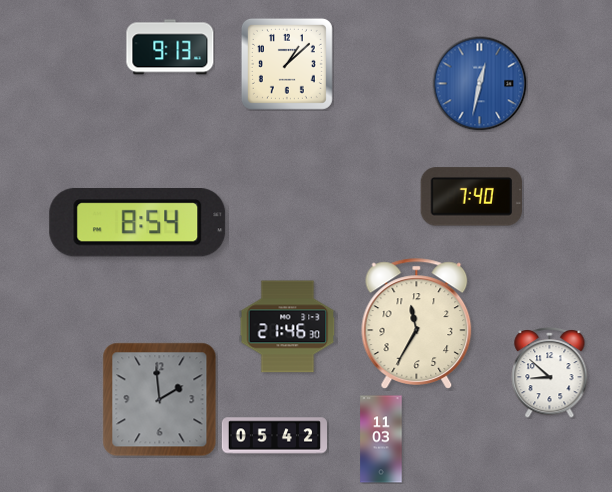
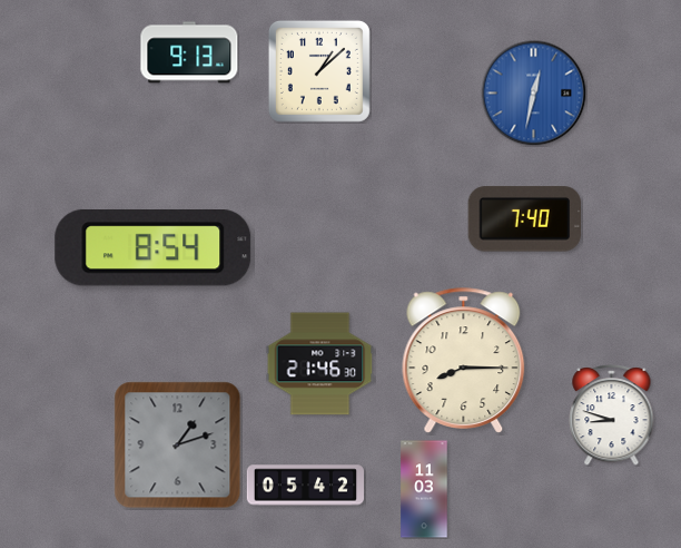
clock at (417, 324): 11:35 -> 8:15
clock at (550, 372): 8:52 -> 8:48
clock at (160, 400): 1:59 -> 1:12
